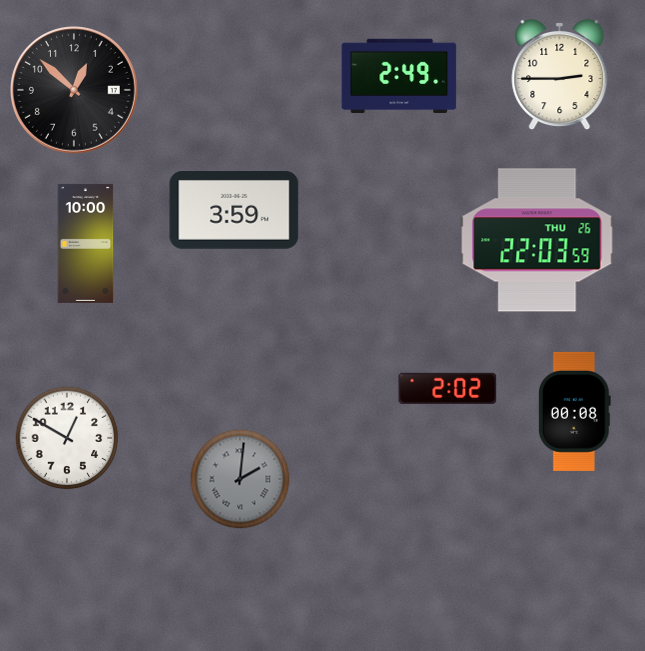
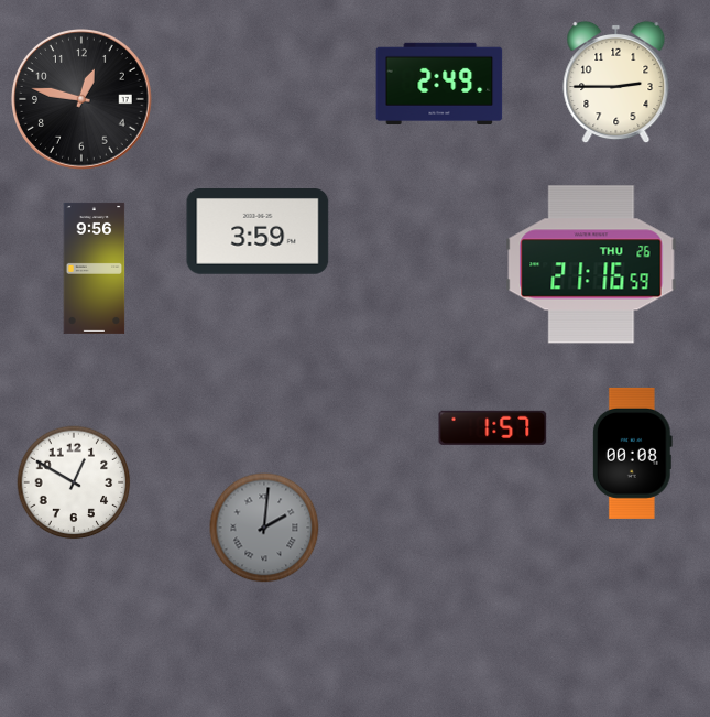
clock at (75, 91): 12:52 -> 12:47
clock at (537, 240): 22:03 -> 21:16
clock at (86, 243): 10:00 -> 9:56
clock at (448, 388): 2:02 -> 1:57
